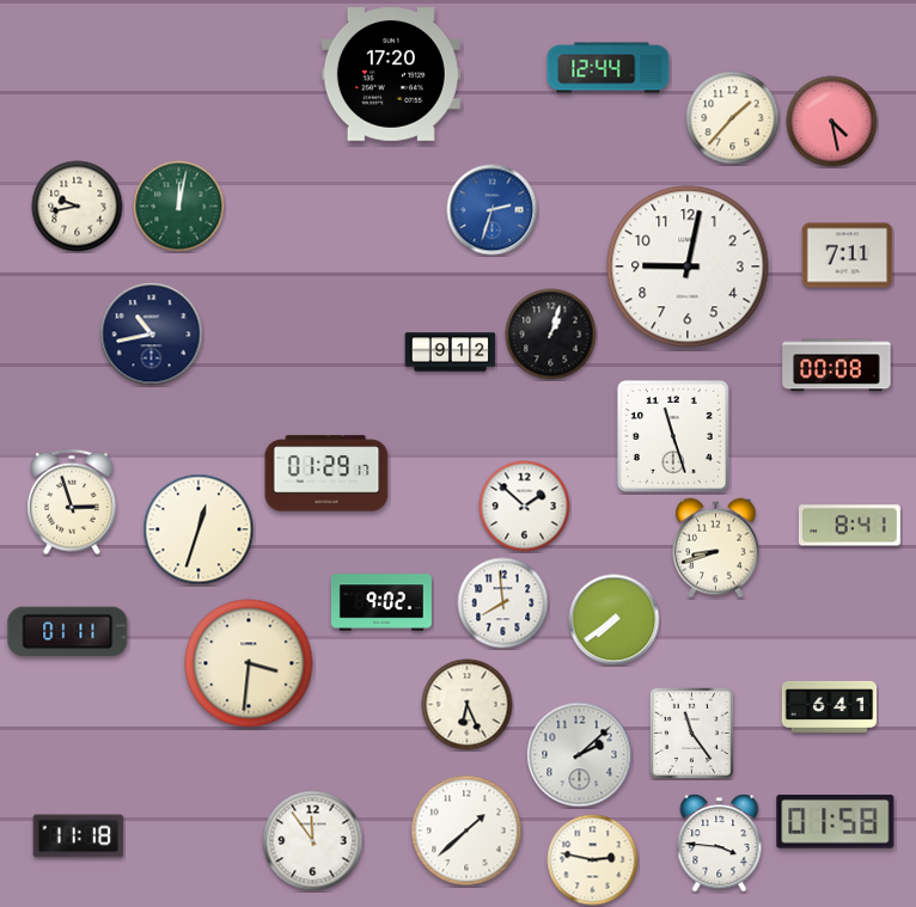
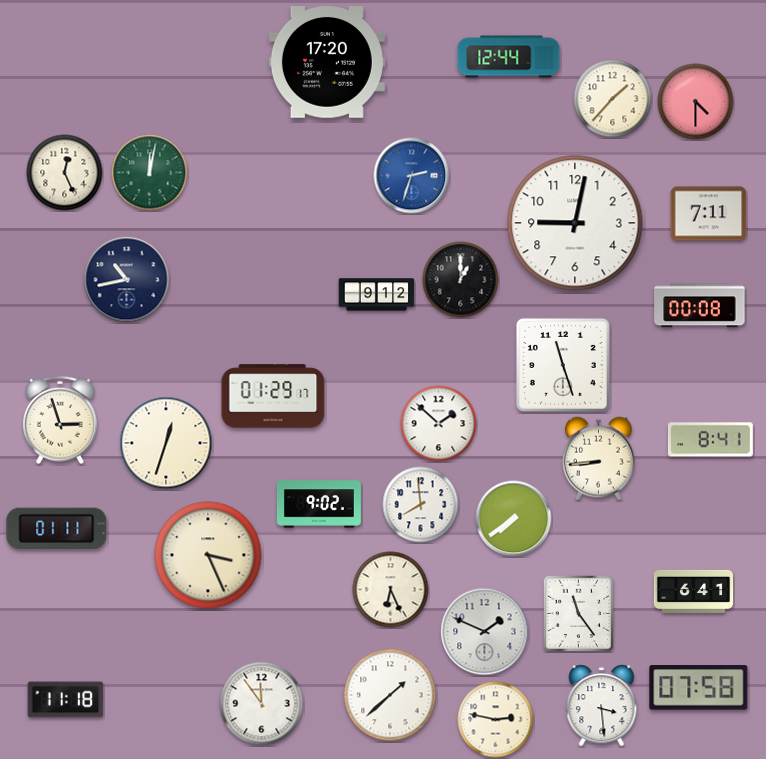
clock at (832, 122): 4:28 -> 4:30
clock at (78, 207): 9:43 -> 12:26
clock at (551, 335): 1:03 -> 1:00
clock at (716, 549): 8:42 -> 8:44
clock at (249, 663): 3:31 -> 3:26
clock at (580, 755): 2:08 -> 1:49
clock at (836, 822): 01:58 -> 07:58
clock at (720, 844): 3:46 -> 3:29
